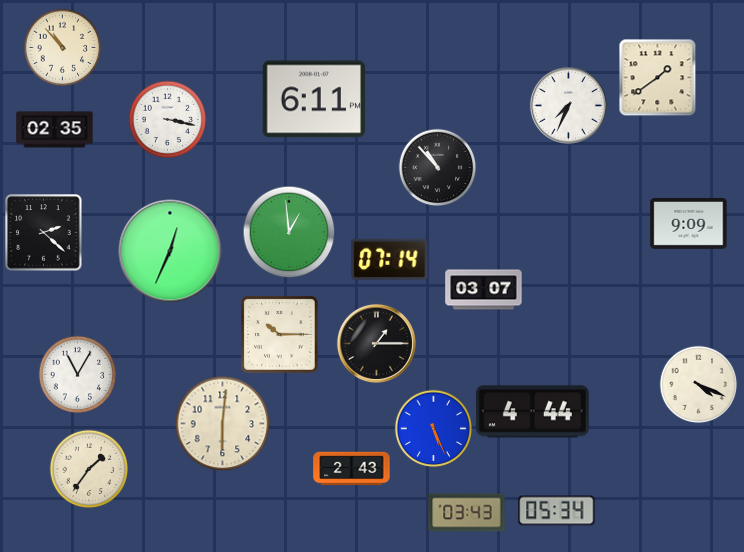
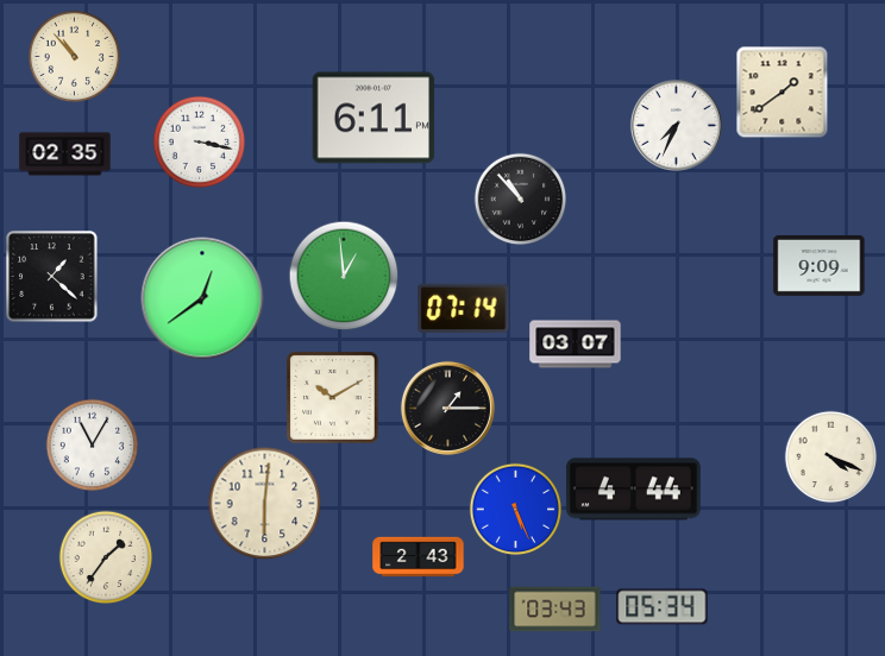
clock at (44, 233): 2:22 -> 1:22
clock at (170, 251): 12:34 -> 12:39
clock at (280, 335): 10:15 -> 10:10
